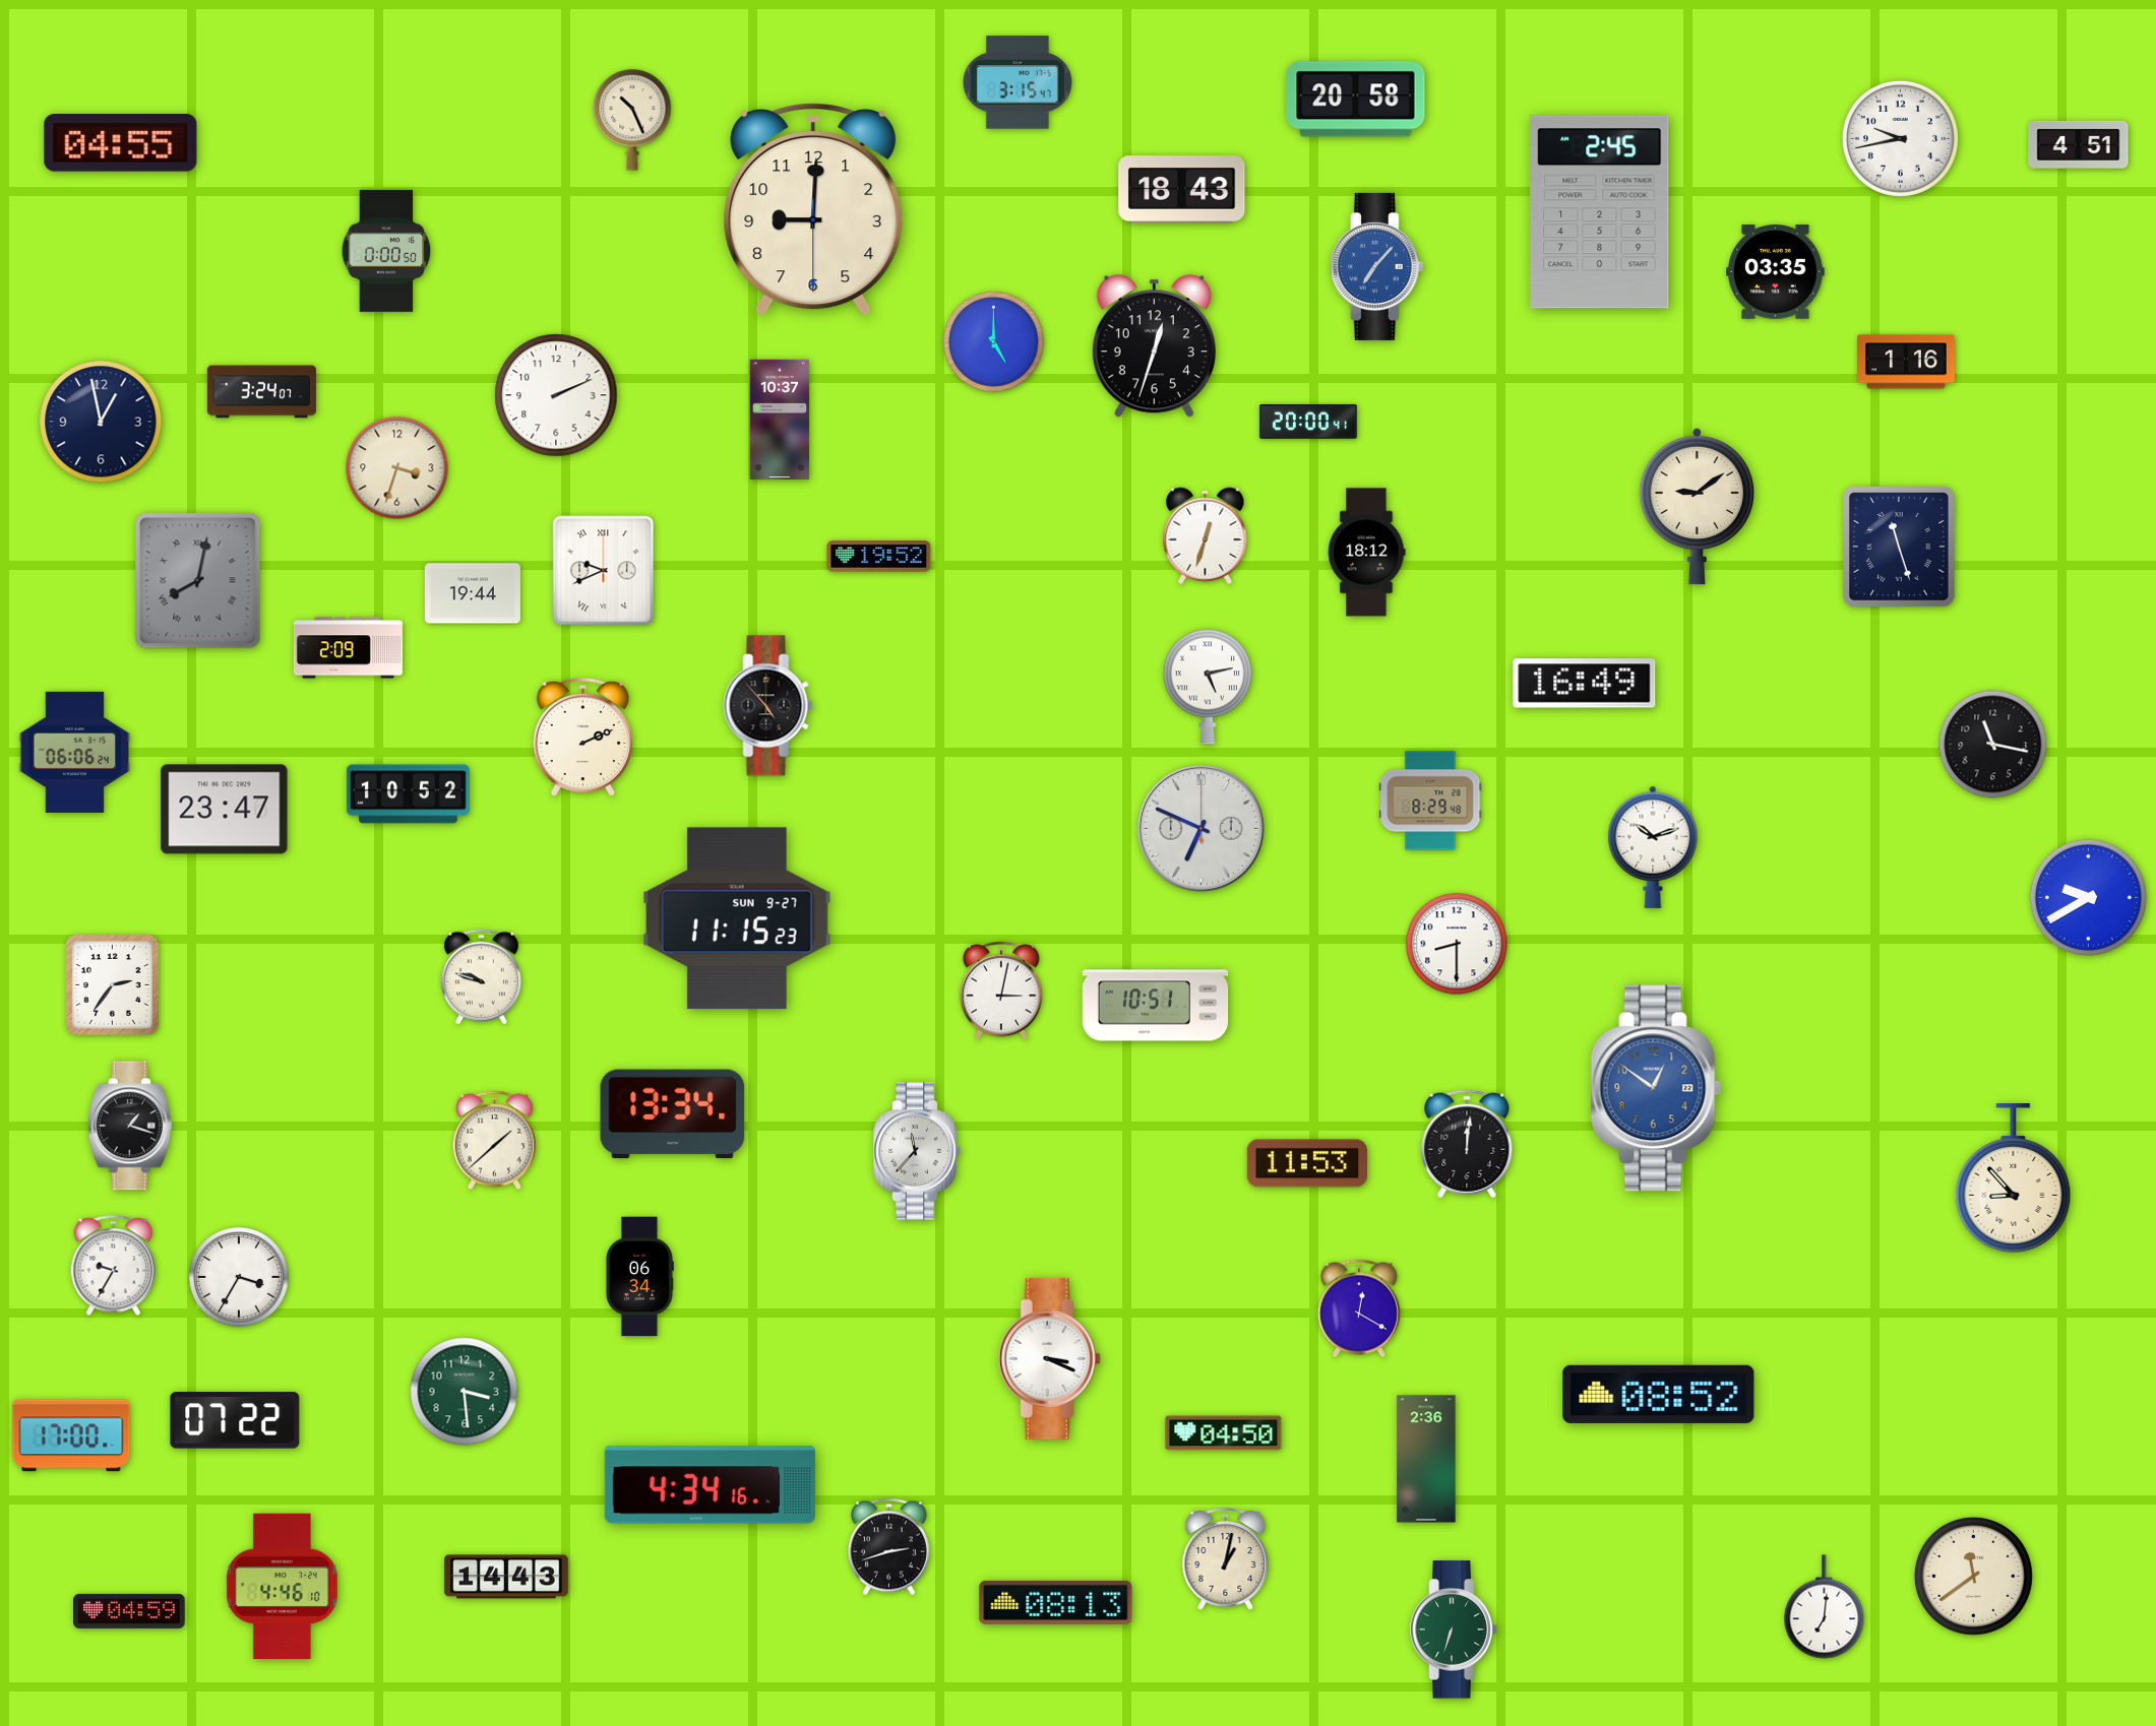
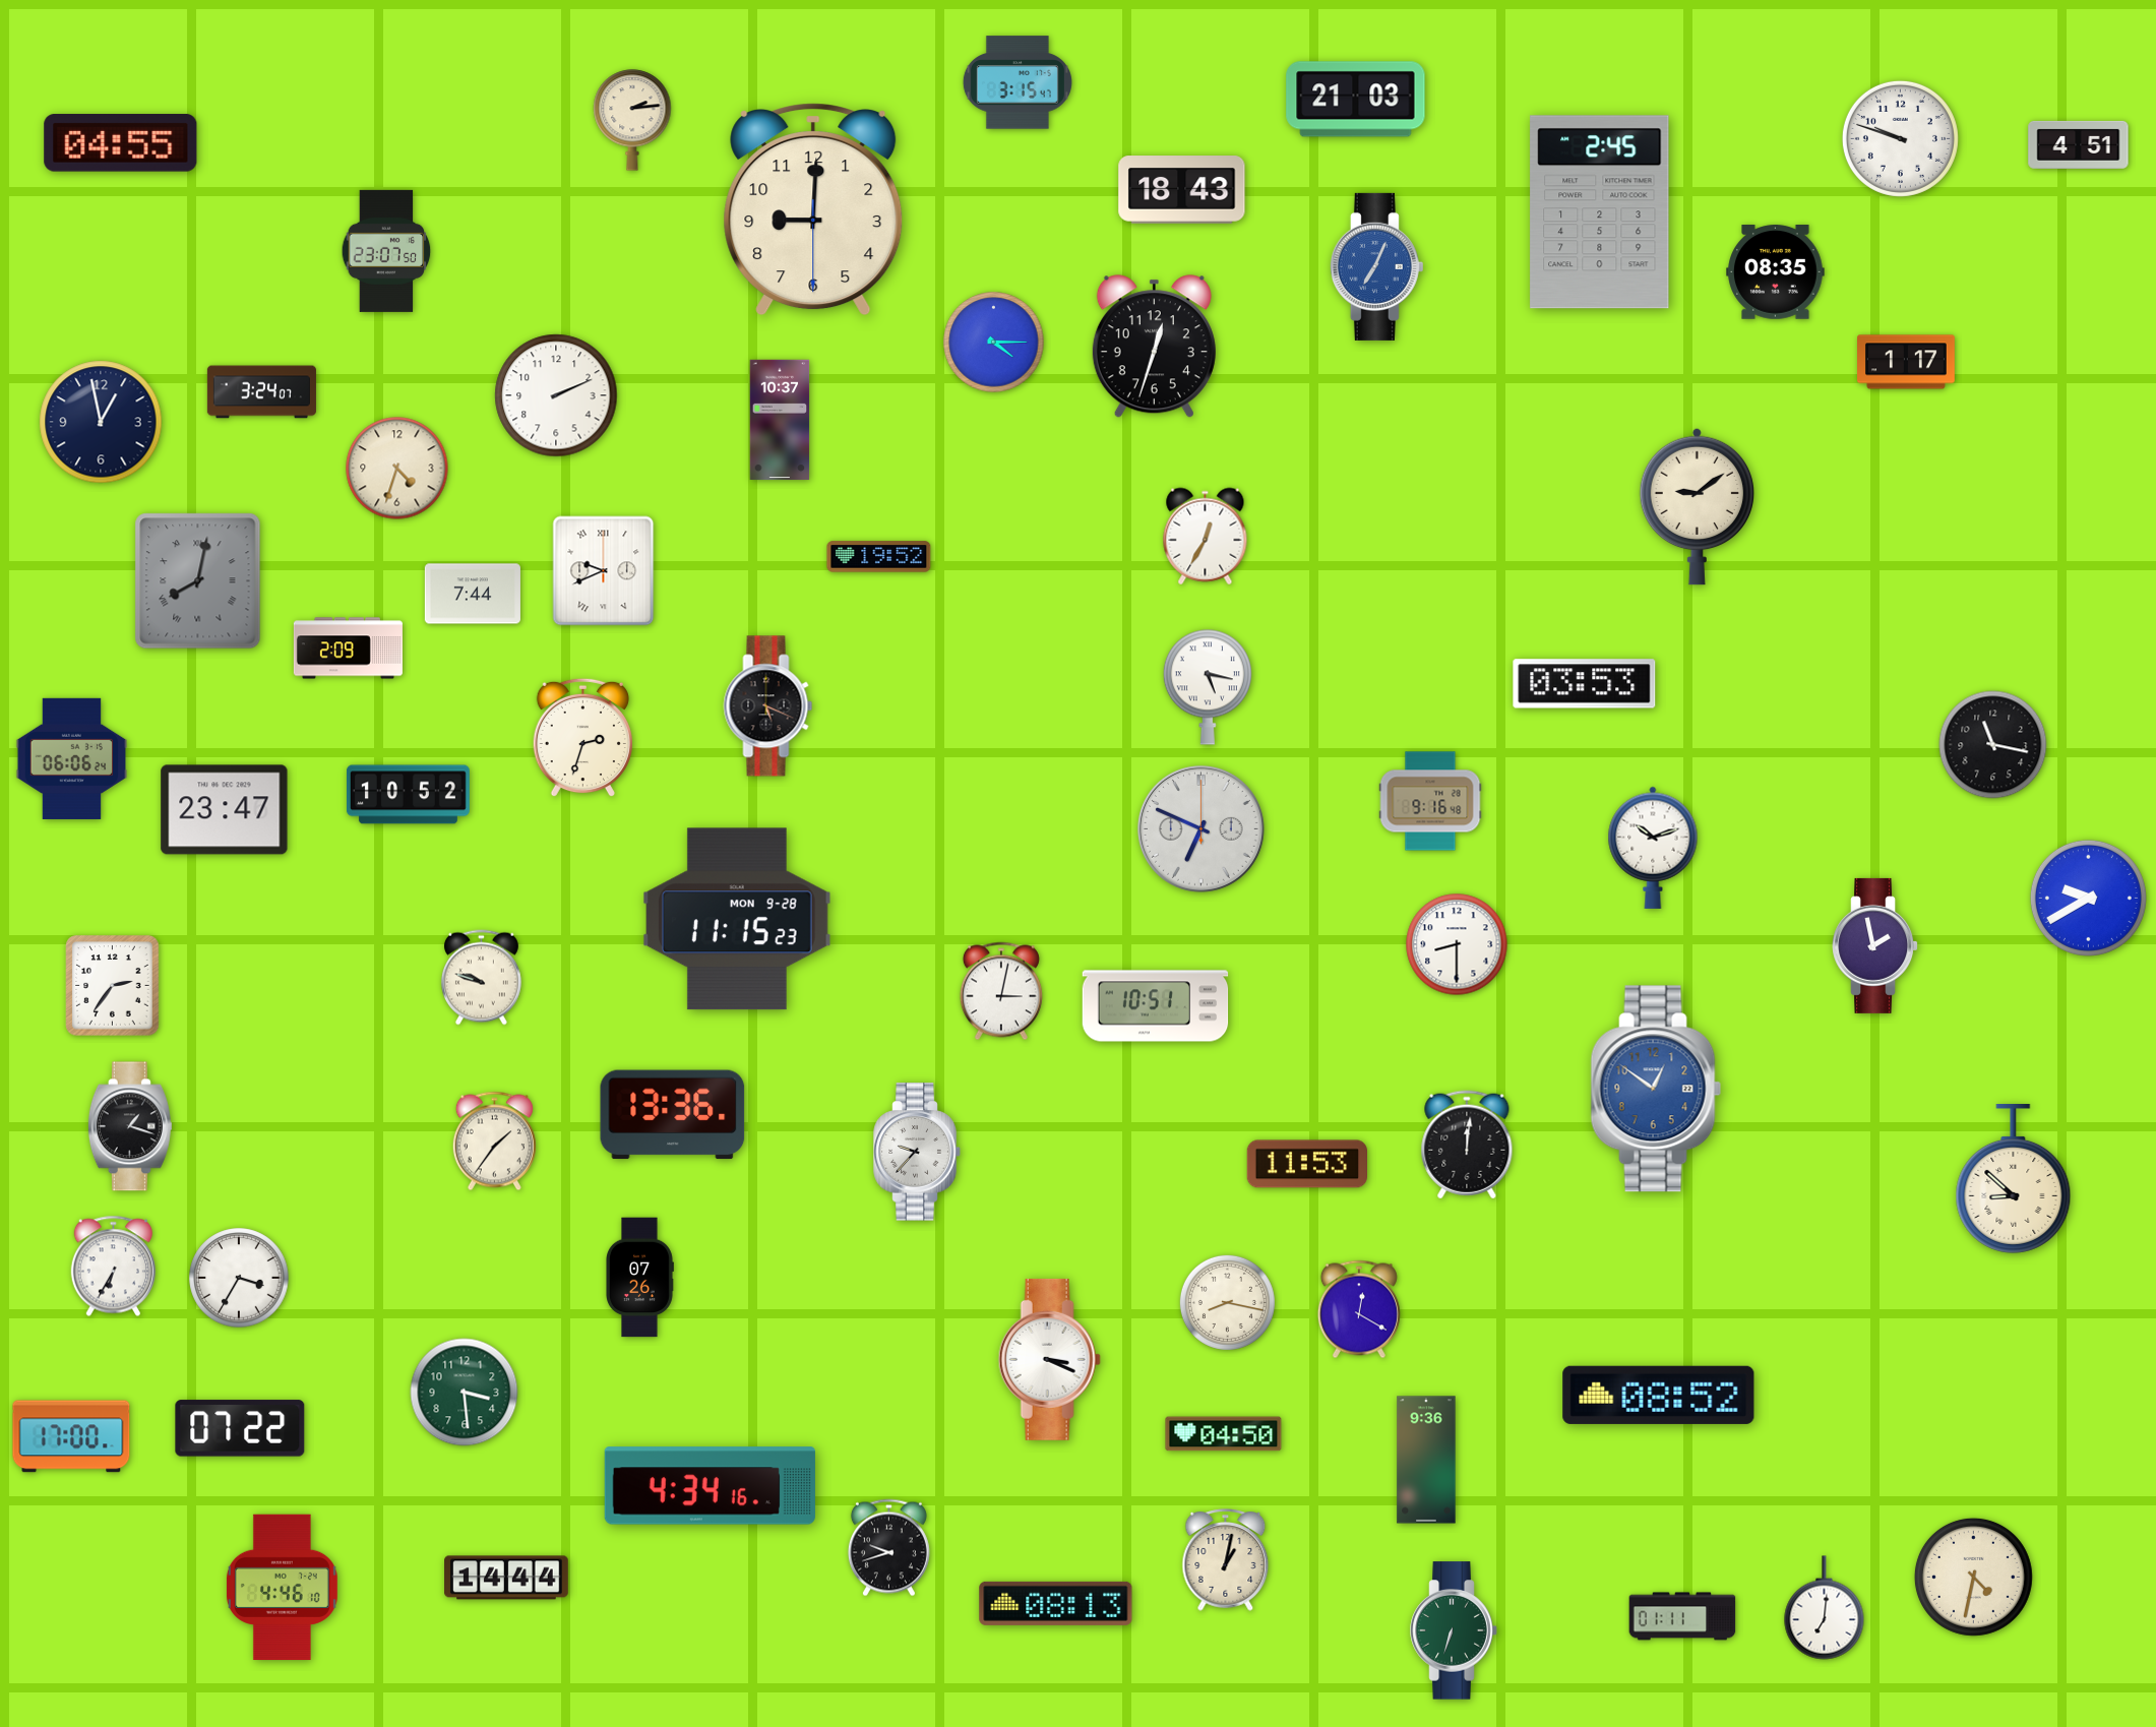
clock at (1356, 100): 20:58 -> 21:03
clock at (632, 120): 10:26 -> 2:14
clock at (1900, 138): 9:43 -> 9:48
clock at (386, 251): 0:00 -> 23:07
clock at (1376, 266): 7:07 -> 7:04
clock at (1776, 272): 03:35 -> 08:35
clock at (994, 342): 5:00 -> 4:15
clock at (1907, 362): 1:16 -> 1:17
clock at (1308, 422): 20:00 -> none
clock at (397, 468): 3:33 -> 4:33
clock at (1206, 536): 12:33 -> 12:35
clock at (1899, 547): 11:27 -> none
clock at (1366, 553): 18:12 -> none
clock at (473, 593): 19:44 -> 7:44
clock at (1585, 684): 16:49 -> 03:53
clock at (1208, 687): 5:13 -> 5:17
clock at (768, 706): 4:53 -> 5:19
clock at (582, 738): 2:11 -> 2:33
clock at (75, 752) position: (75, 752) -> (72, 758)
clock at (1430, 801): 8:29 -> 9:16
clock at (737, 918) date: SUN 9-27 -> MON 9-28
clock at (1875, 945): none -> 1:58
clock at (673, 1114): 13:34 -> 13:36
clock at (494, 1141): 1:38 -> 1:36
clock at (917, 1151): 11:37 -> 9:37
clock at (2014, 1177): 8:53 -> 8:52
clock at (113, 1266): 9:35 -> 6:35
clock at (640, 1277): 06:34 -> 07:26
clock at (1227, 1302): none -> 8:17
clock at (235, 1420) position: (235, 1420) -> (240, 1428)
clock at (1426, 1459): 2:36 -> 9:36
clock at (888, 1547): 2:42 -> 9:42
clock at (1973, 1576): 11:39 -> 4:32
clock at (506, 1577): 14:43 -> 14:44
clock at (129, 1611): 04:59 -> none
clock at (1682, 1616): none -> 01:11
